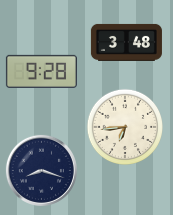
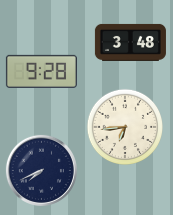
clock at (126, 42) position: (126, 42) -> (130, 42)
clock at (41, 170): 8:18 -> 7:41
